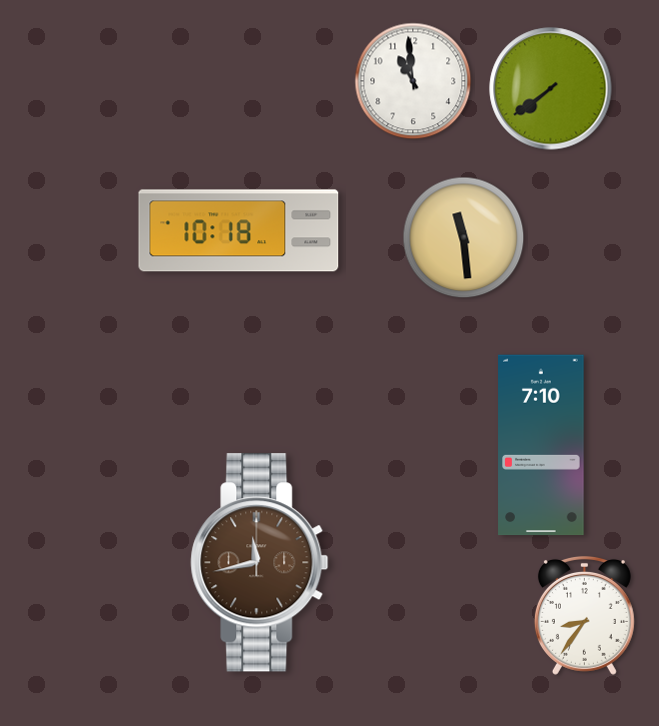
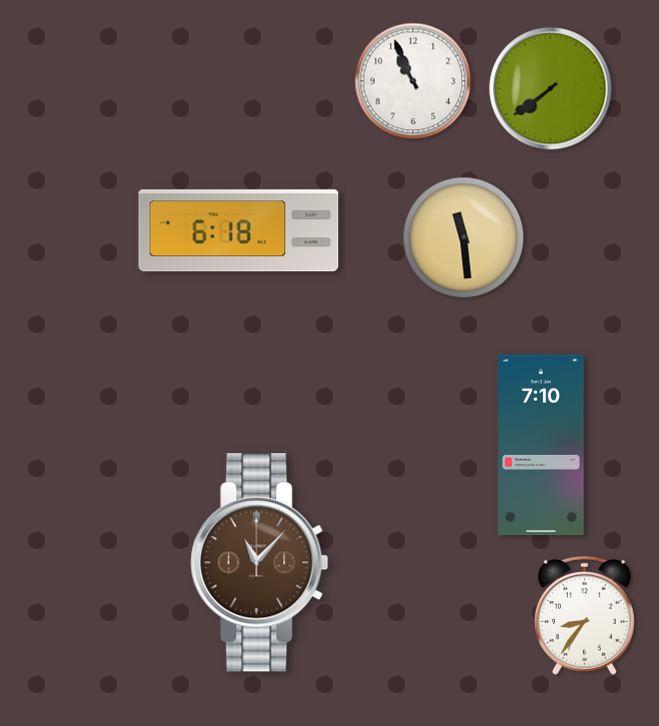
clock at (413, 81): 10:59 -> 10:56
clock at (239, 231): 10:18 -> 6:18
clock at (260, 563): 11:43 -> 11:07
